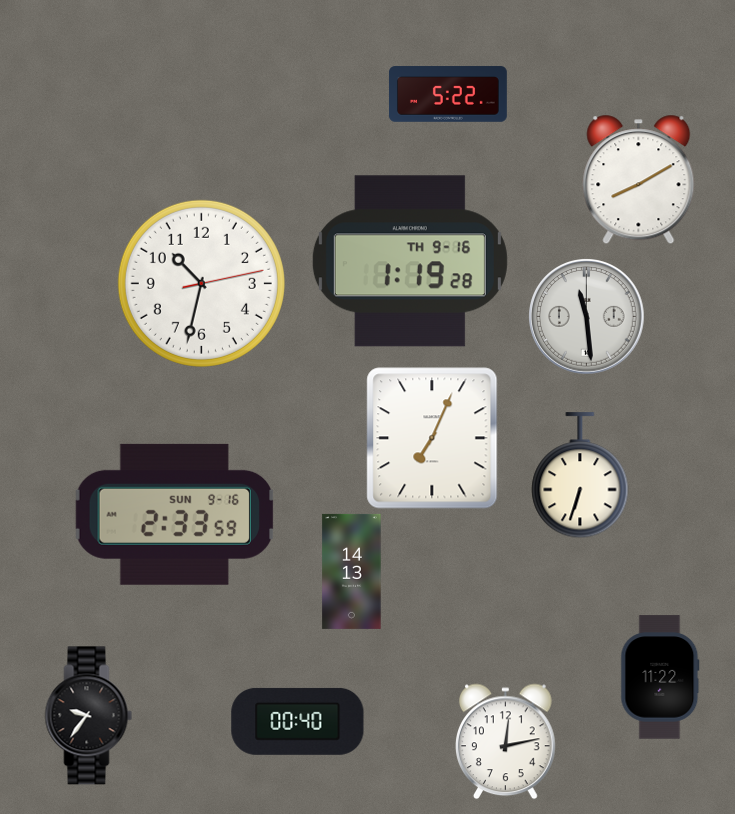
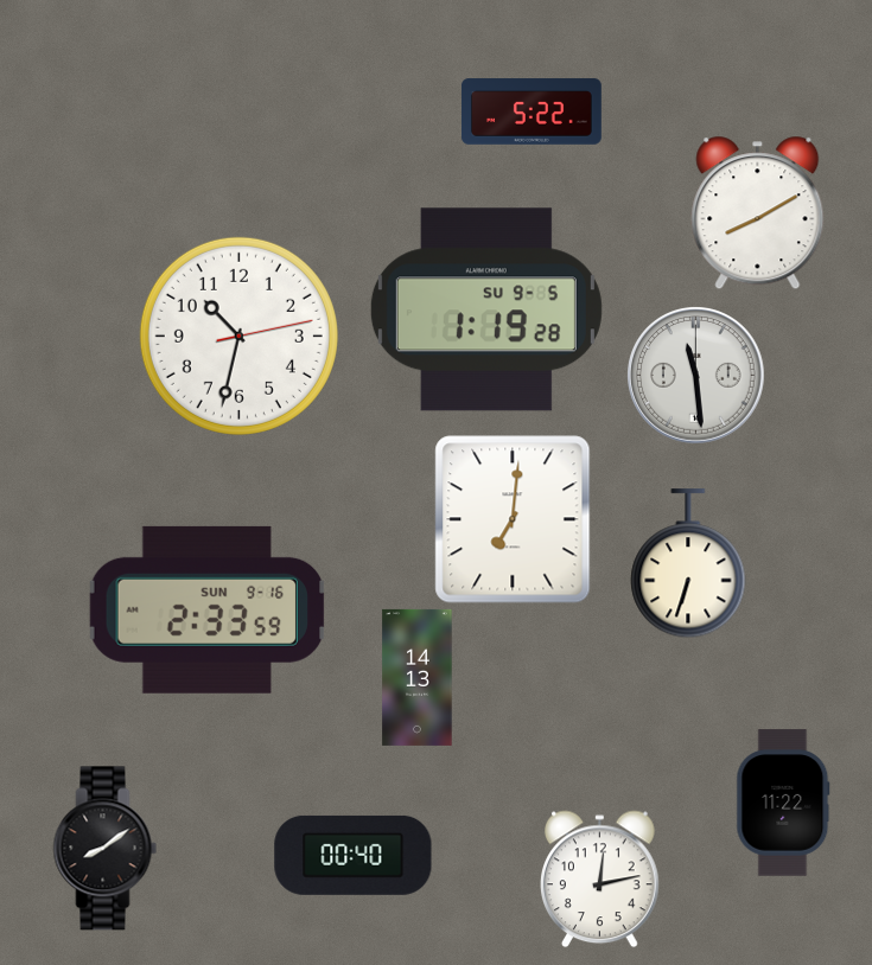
clock at (410, 261) date: TH 9-16 -> SU 9-5
clock at (432, 438): 7:04 -> 7:01
clock at (89, 716): 9:36 -> 8:09
